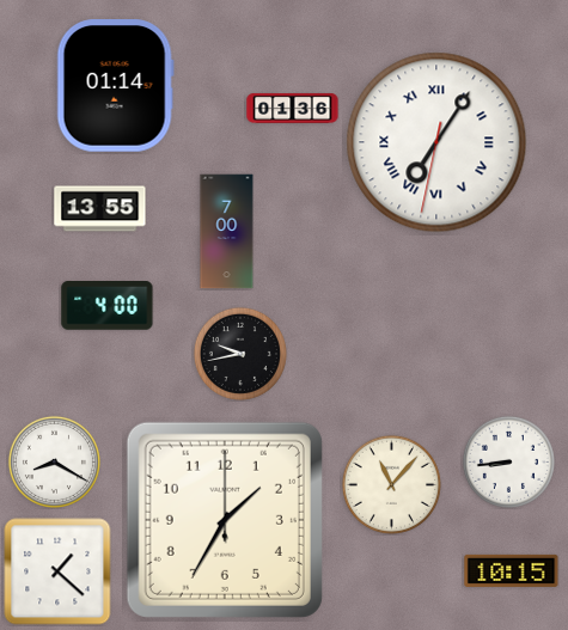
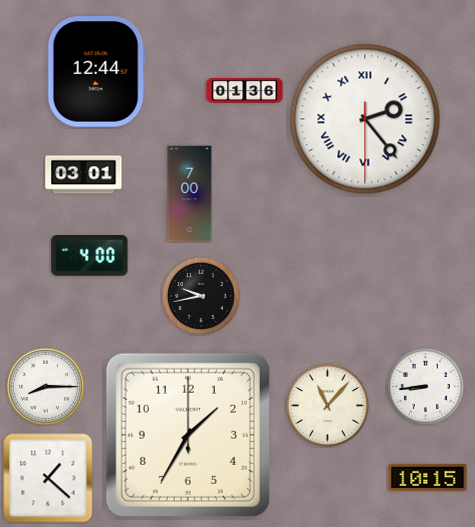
clock at (115, 86): 01:14 -> 12:44
clock at (436, 142): 7:05 -> 2:23
clock at (100, 209): 13:55 -> 03:01
clock at (54, 461): 8:20 -> 8:15
